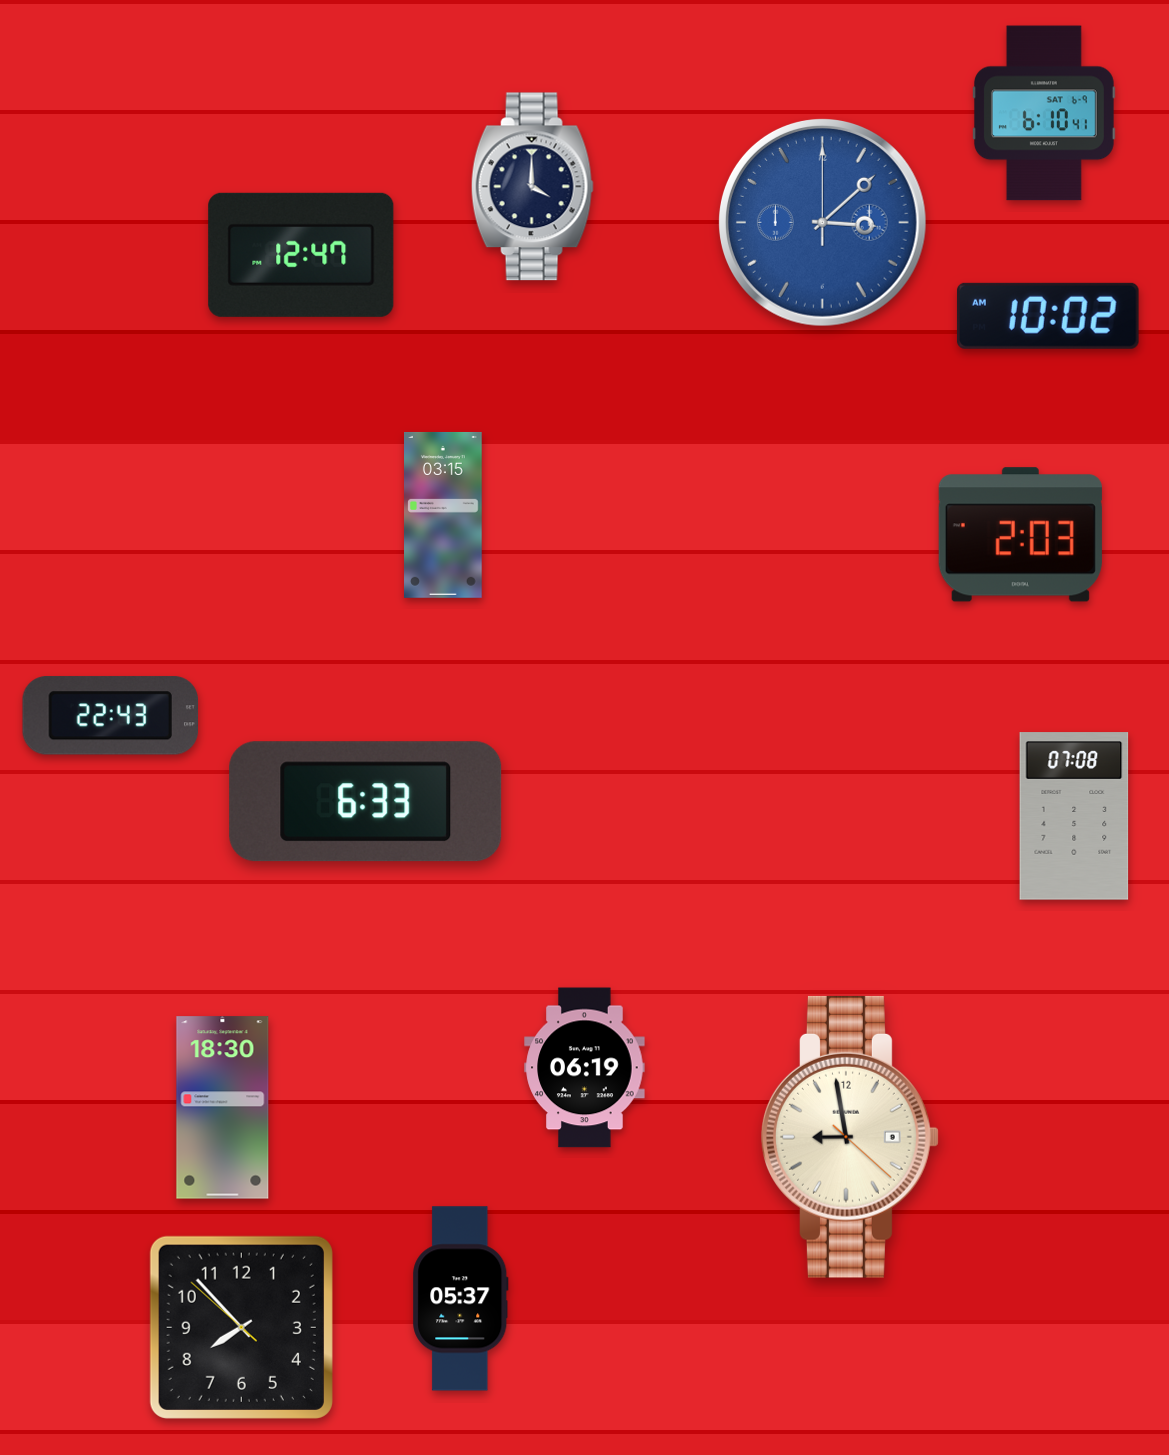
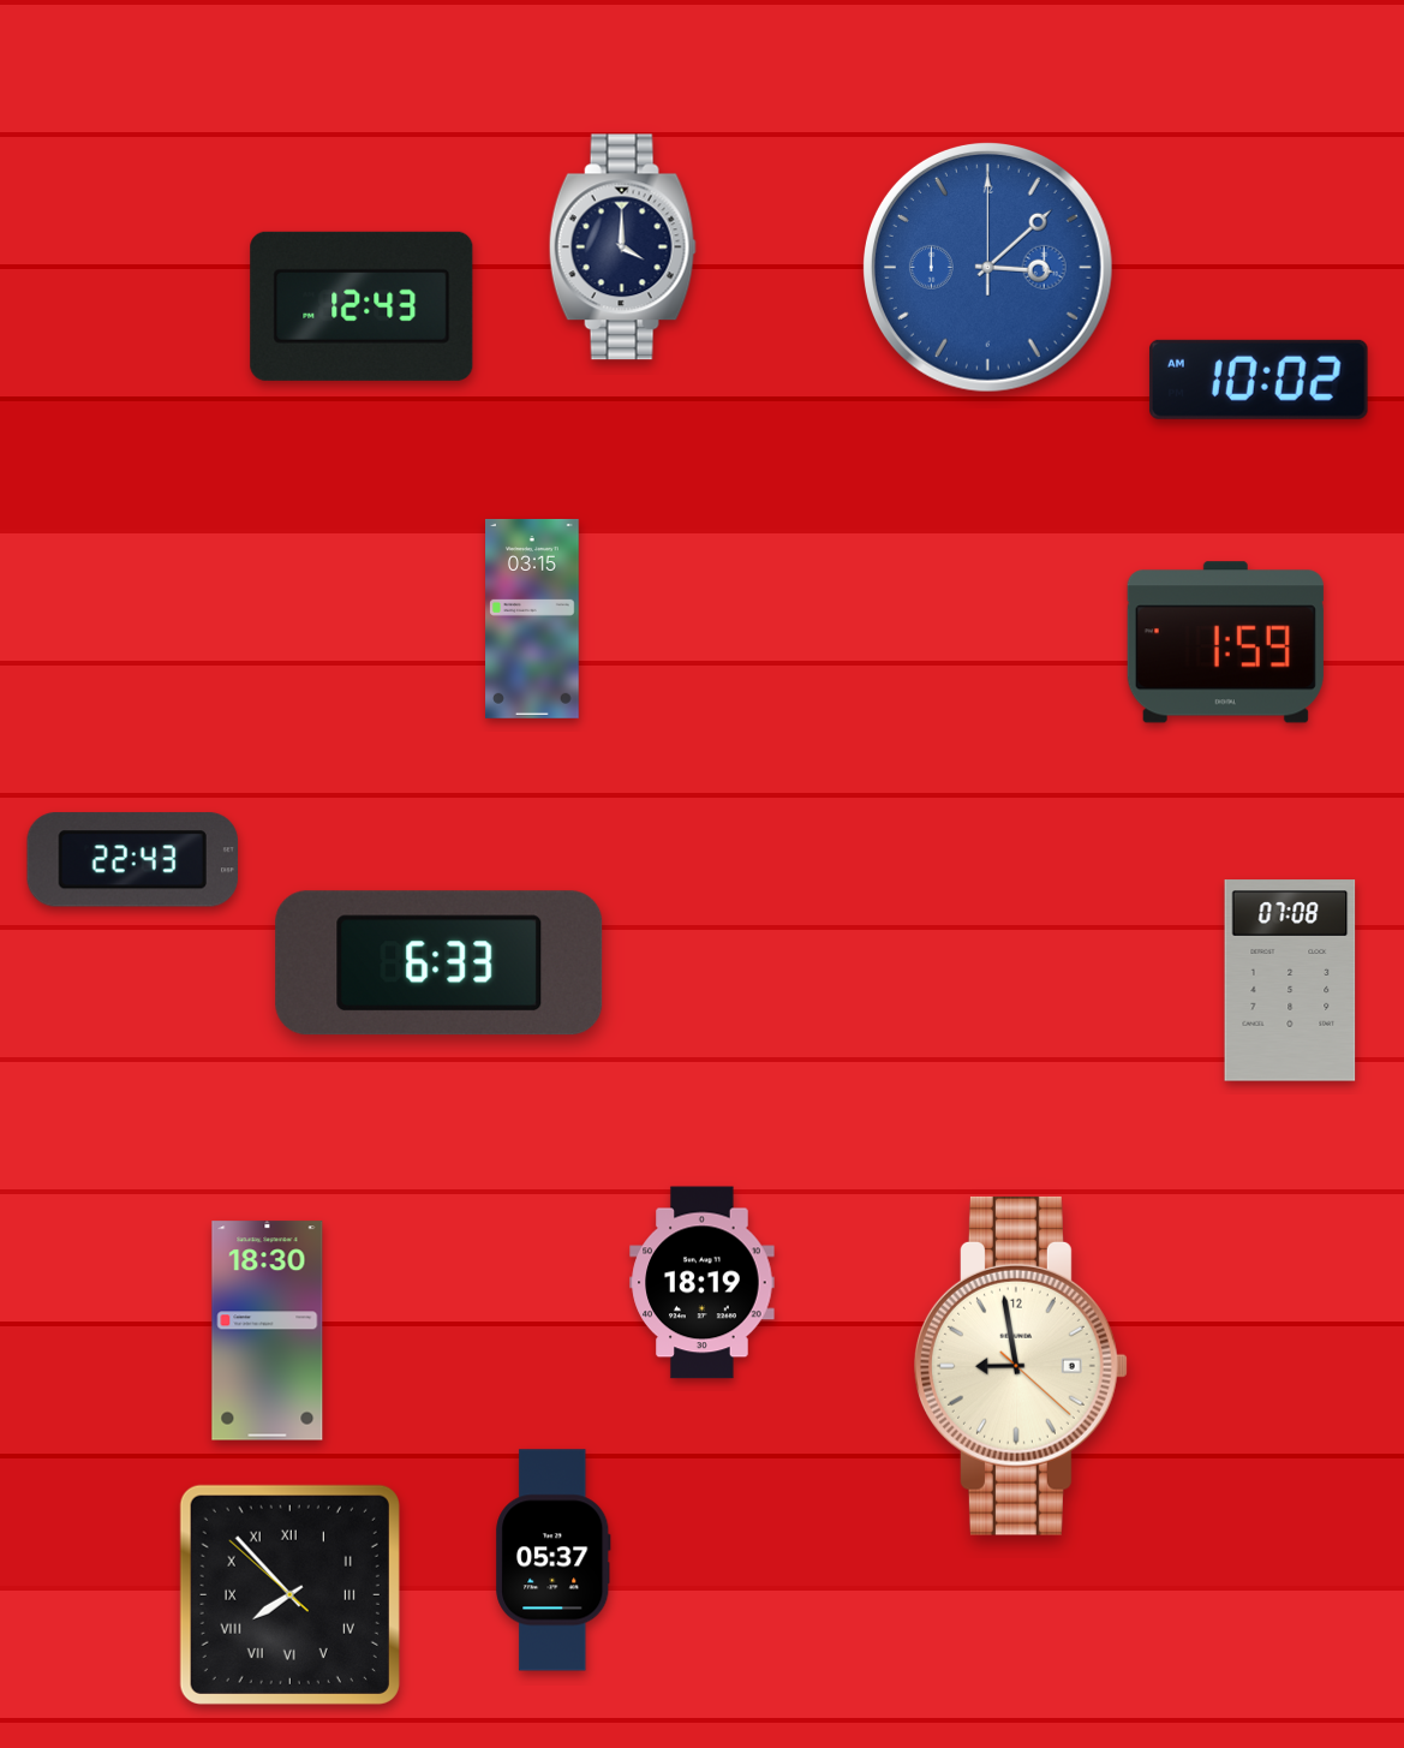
clock at (1044, 113): 6:10 -> none
clock at (532, 187) position: (532, 187) -> (622, 247)
clock at (301, 255): 12:47 -> 12:43
clock at (1020, 535): 2:03 -> 1:59
clock at (585, 1068): 06:19 -> 18:19
clock at (241, 1327) numerals: Arabic -> Roman
